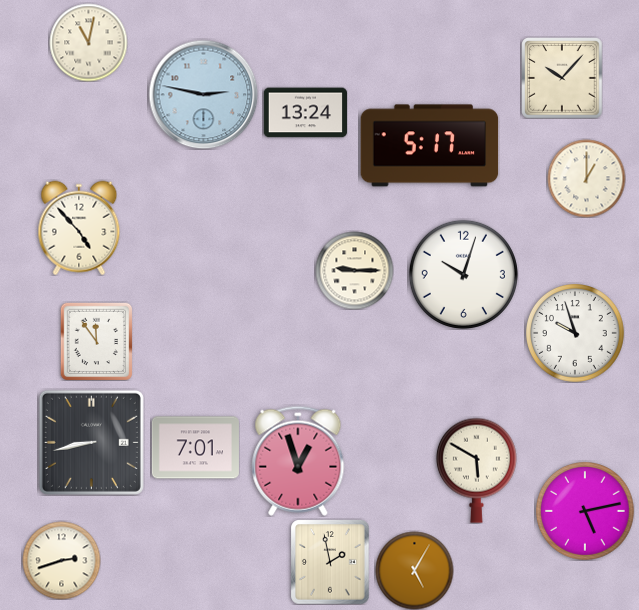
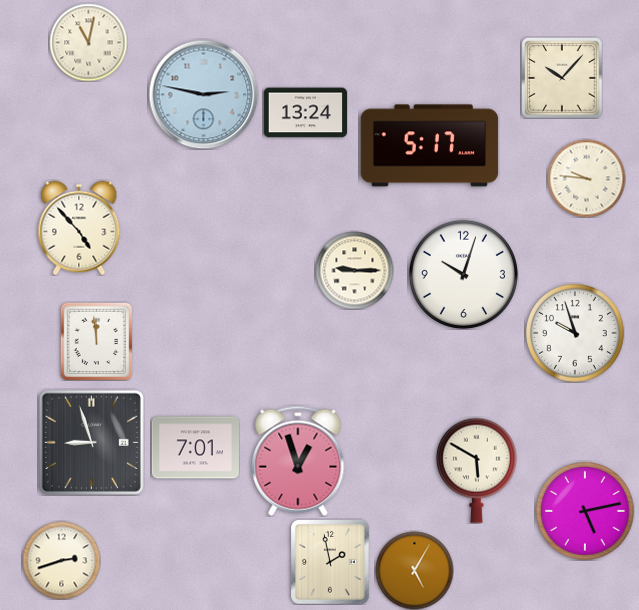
clock at (586, 178): 1:00 -> 9:46
clock at (96, 341): 11:54 -> 11:59
clock at (91, 442): 8:43 -> 8:57
